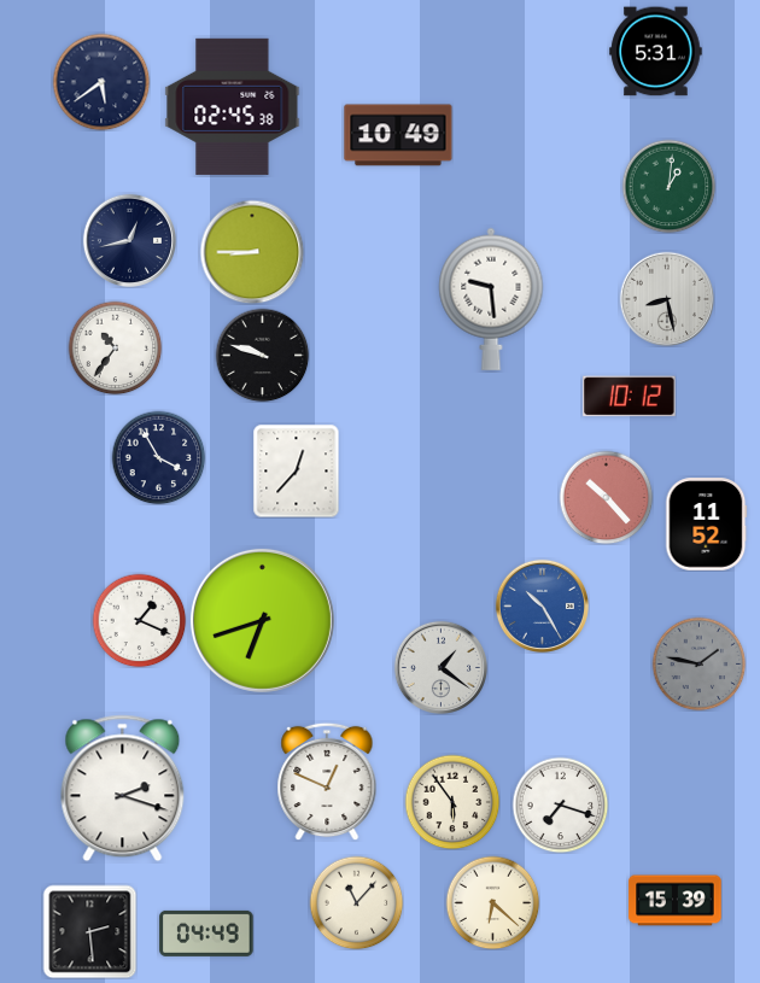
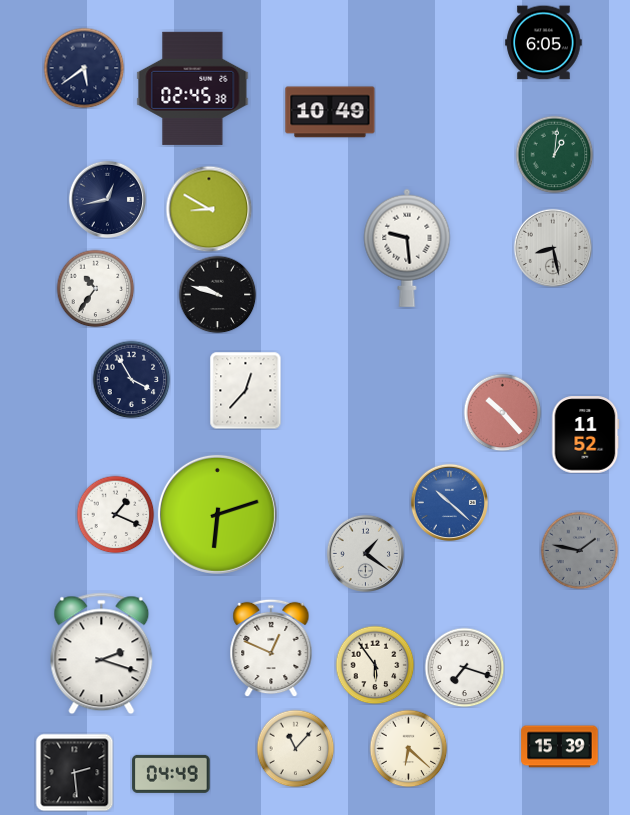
clock at (656, 52): 5:31 -> 6:05
clock at (252, 252): 8:45 -> 8:50
clock at (630, 397): 10:12 -> none
clock at (542, 605): 10:25 -> 10:22
clock at (262, 620): 6:42 -> 6:12
